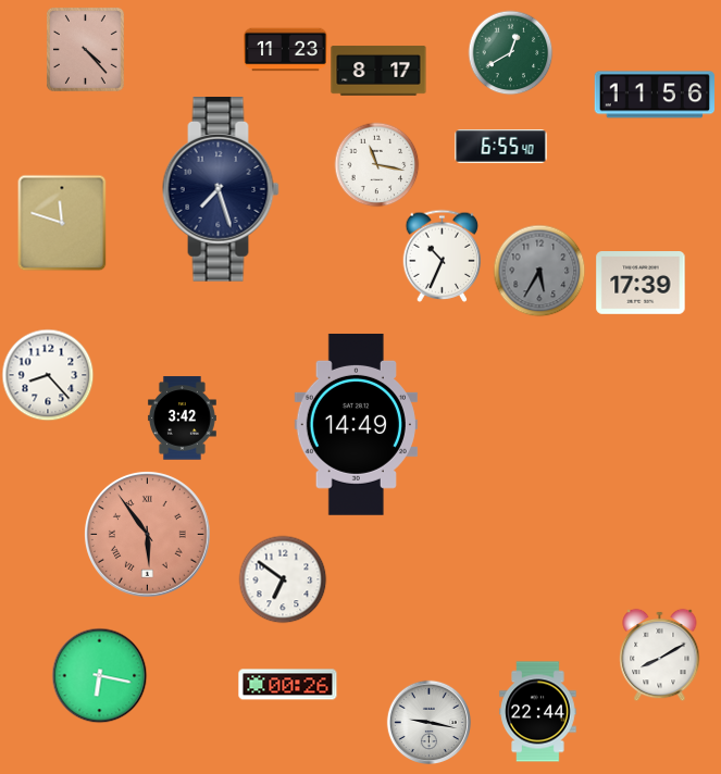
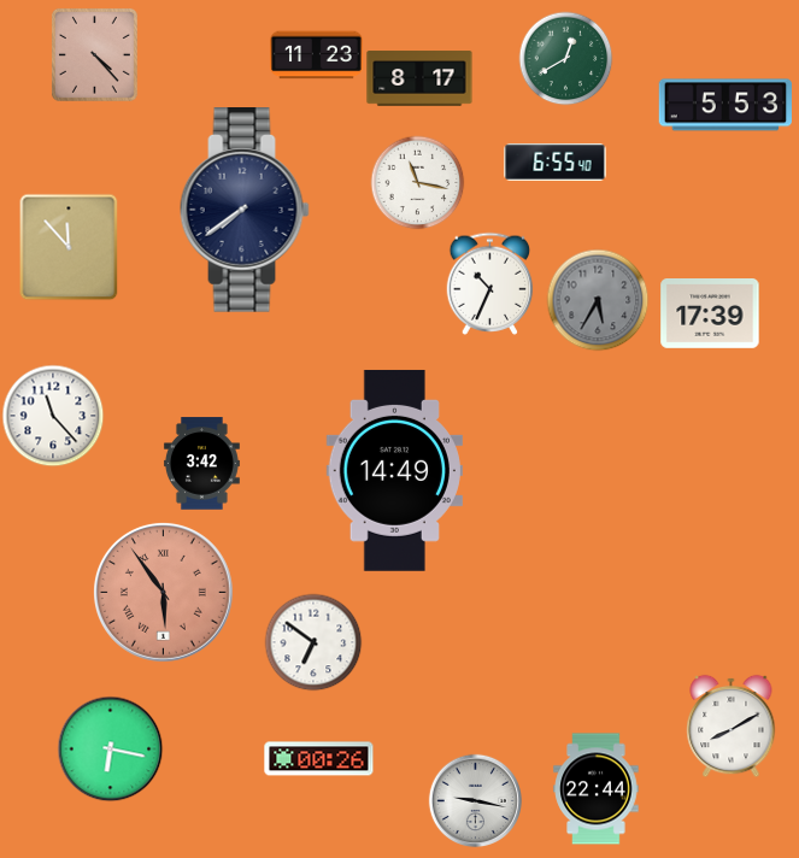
clock at (654, 95): 11:56 -> 5:53
clock at (221, 190): 7:27 -> 7:39
clock at (62, 223): 11:48 -> 11:53
clock at (48, 375): 8:23 -> 11:23
